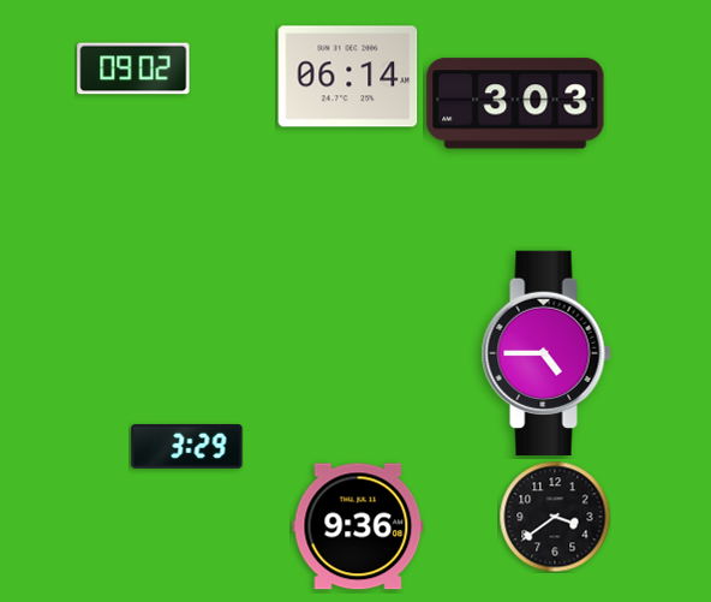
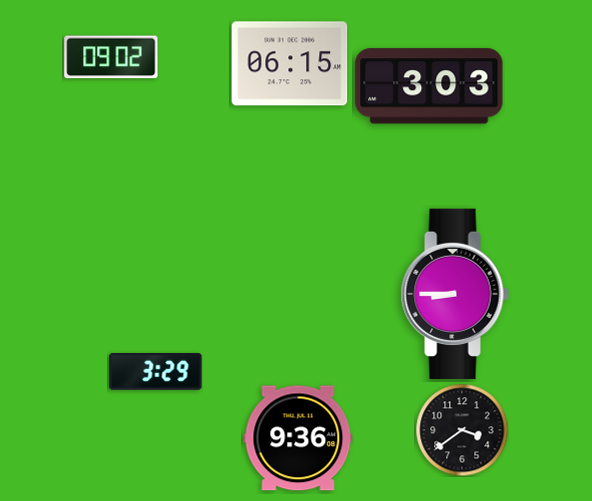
clock at (348, 77): 06:14 -> 06:15
clock at (546, 353): 4:45 -> 8:45
